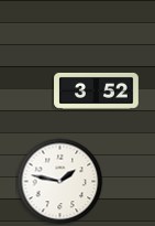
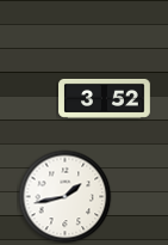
clock at (59, 181): 1:47 -> 1:43
